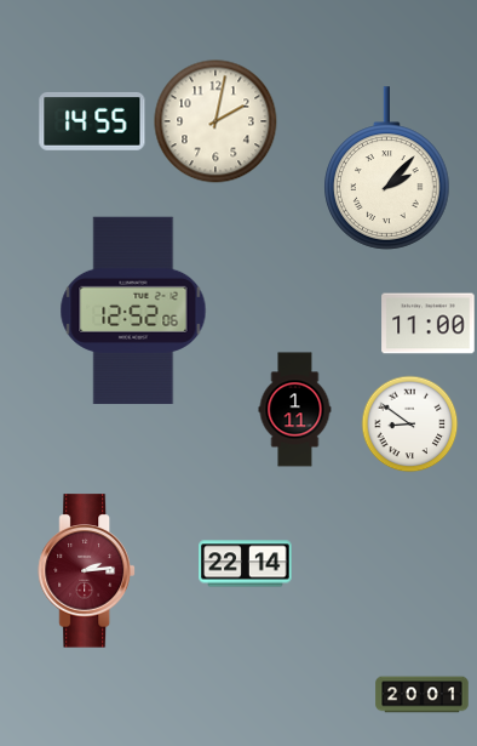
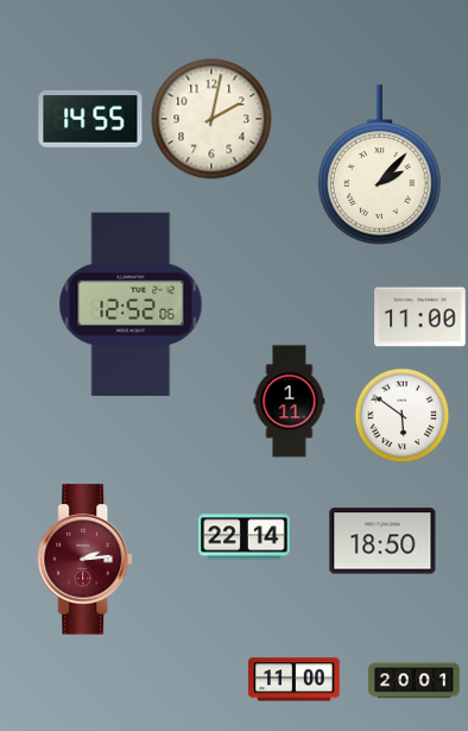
clock at (409, 423): 8:51 -> 5:51
clock at (382, 541): none -> 18:50
clock at (246, 564) position: (246, 564) -> (245, 537)
clock at (295, 680): none -> 11:00
